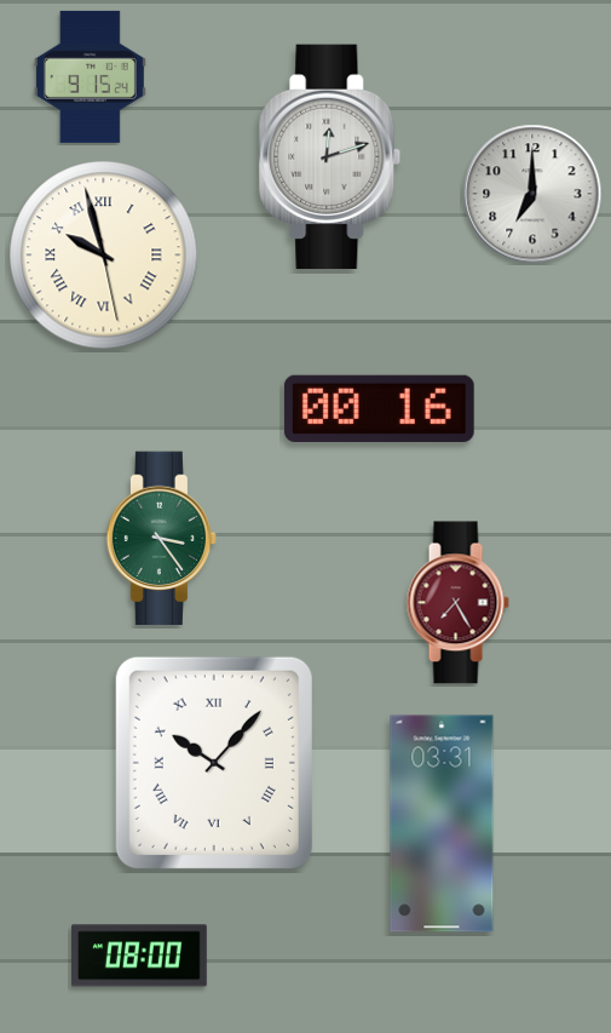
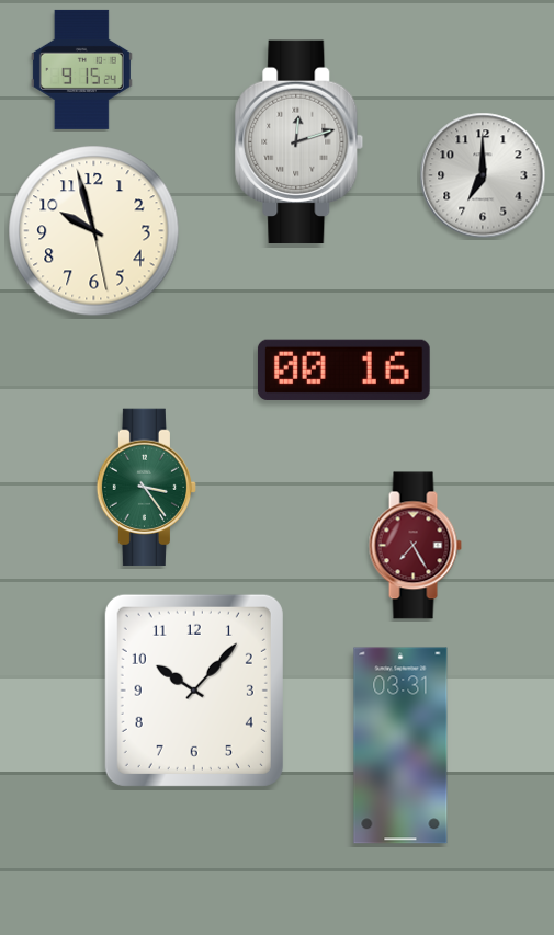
clock at (104, 256) numerals: Roman -> Arabic
clock at (214, 763) numerals: Roman -> Arabic
clock at (139, 955): 08:00 -> none
